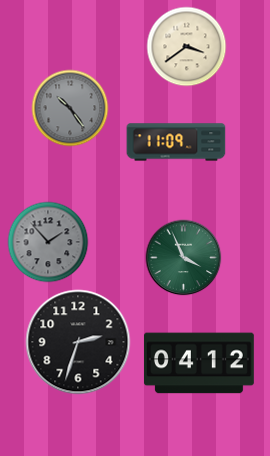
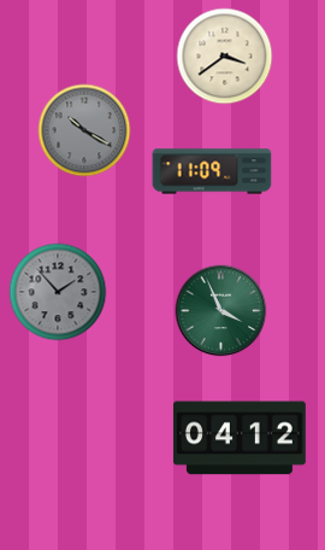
clock at (70, 108): 10:24 -> 10:20
clock at (78, 342): 2:33 -> none
